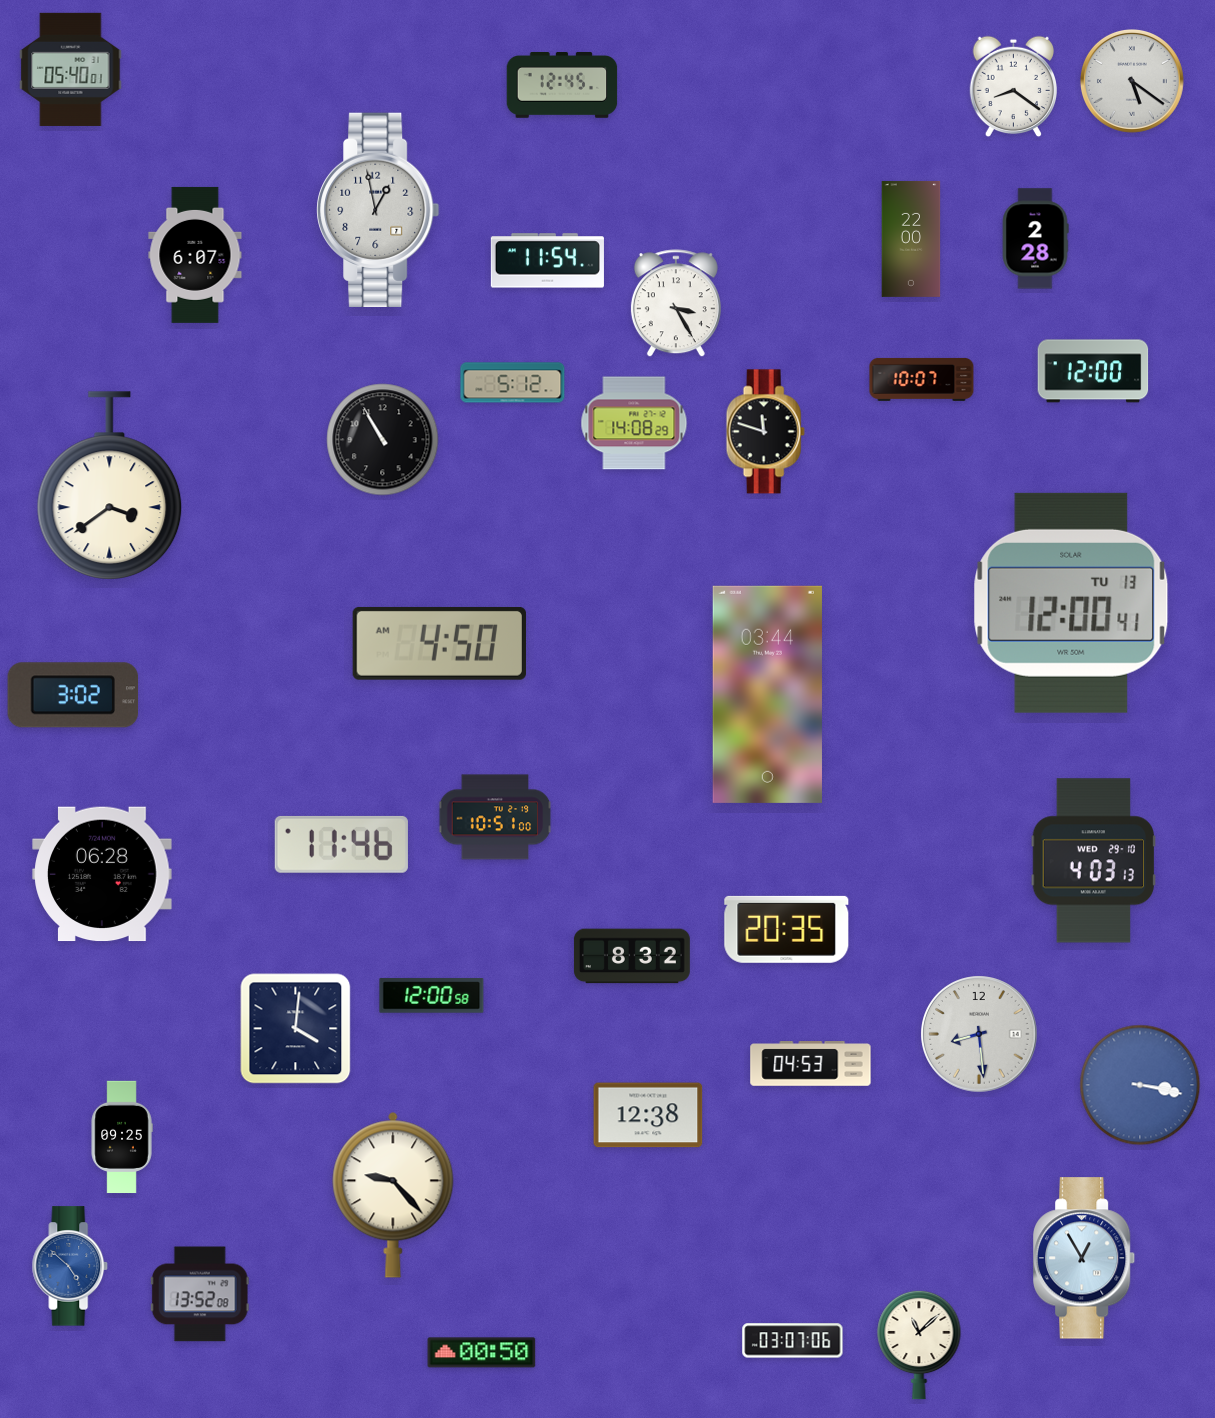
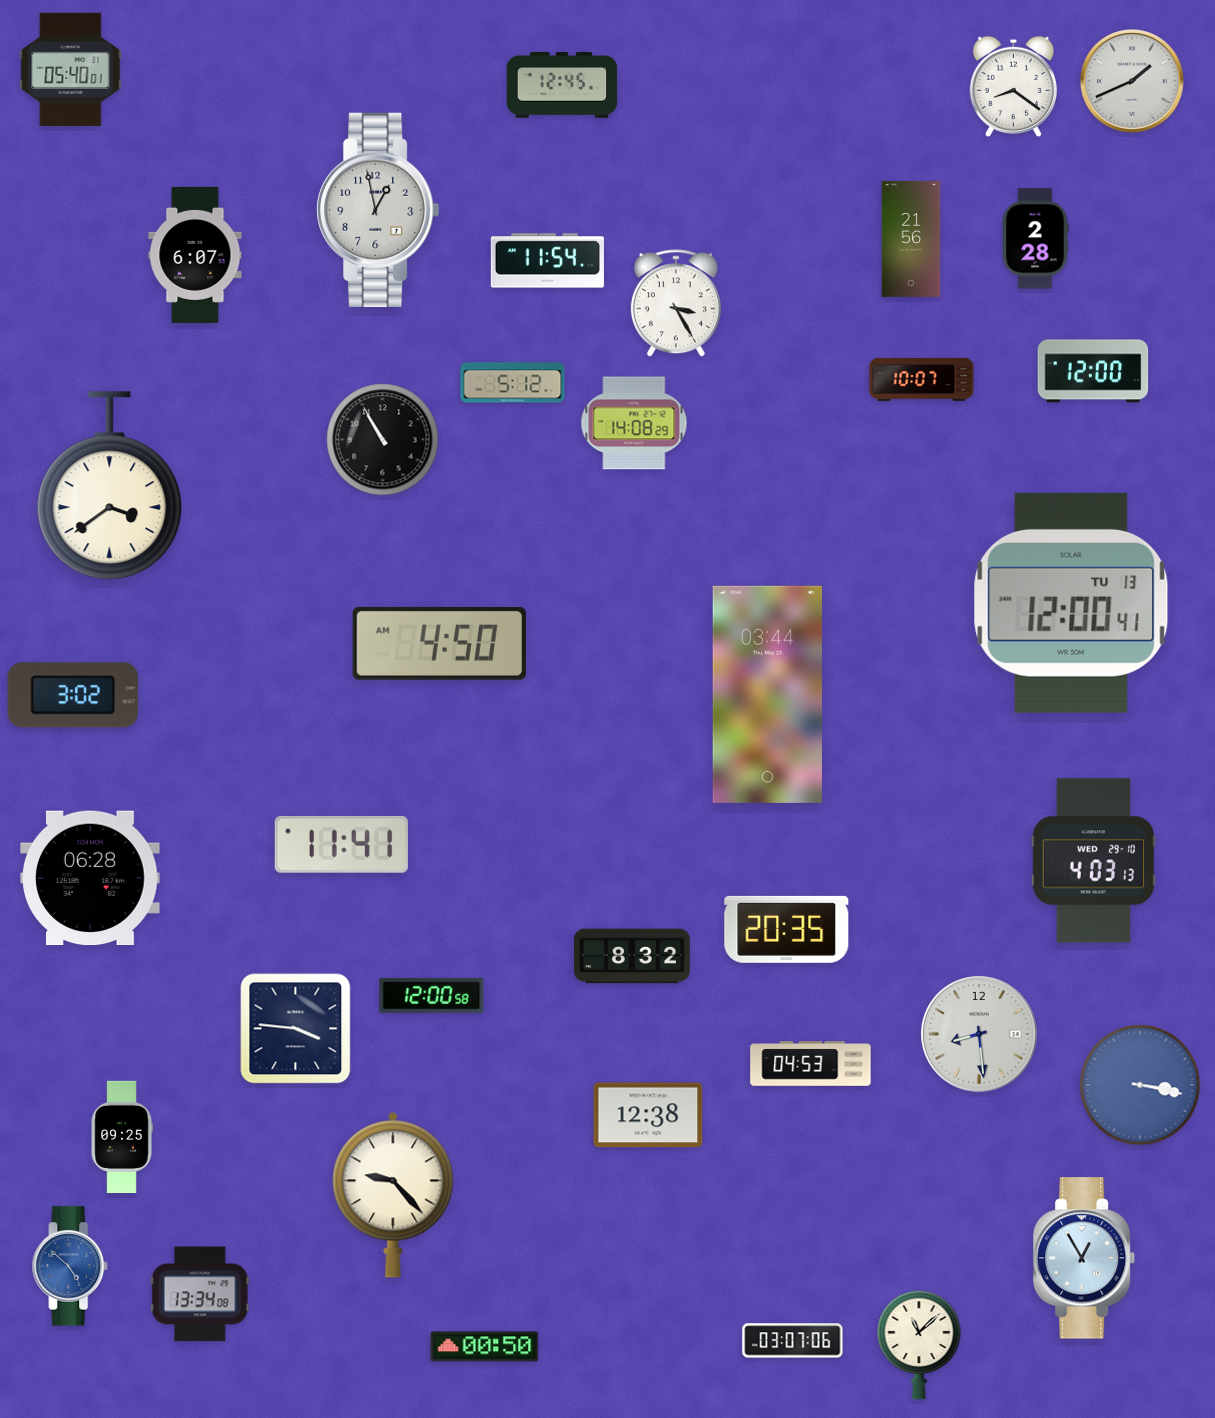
clock at (1132, 81): 5:21 -> 1:41
clock at (911, 239): 22:00 -> 21:56
clock at (765, 432): 11:48 -> none
clock at (495, 817): 10:51 -> none
clock at (341, 844): 11:46 -> 11:41
clock at (102, 874) position: (102, 874) -> (90, 878)
clock at (296, 1029): 4:01 -> 3:46
clock at (200, 1294): 13:52 -> 13:34
clock at (482, 1353) position: (482, 1353) -> (485, 1347)
